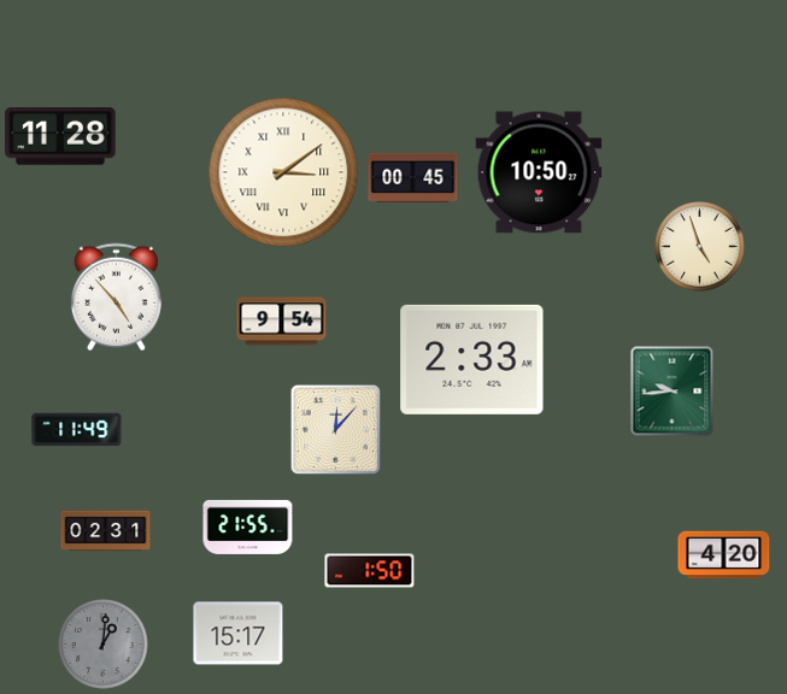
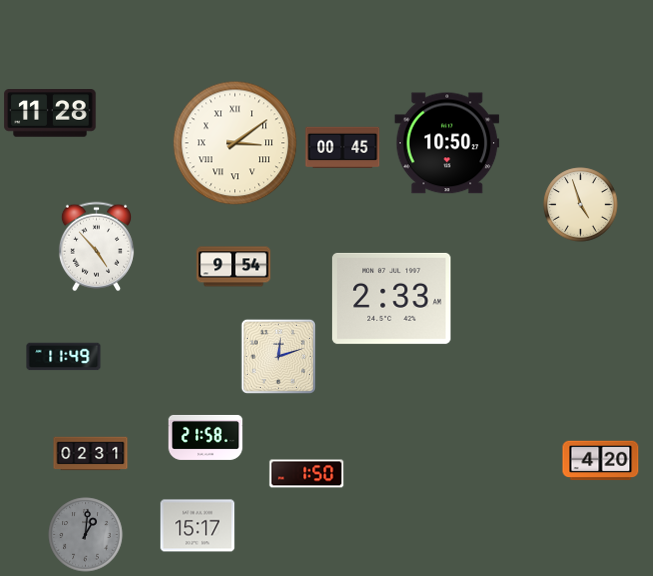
clock at (673, 392): 9:44 -> none
clock at (335, 429): 12:07 -> 12:12
clock at (248, 527): 21:55 -> 21:58
clock at (106, 531) position: (106, 531) -> (91, 454)
